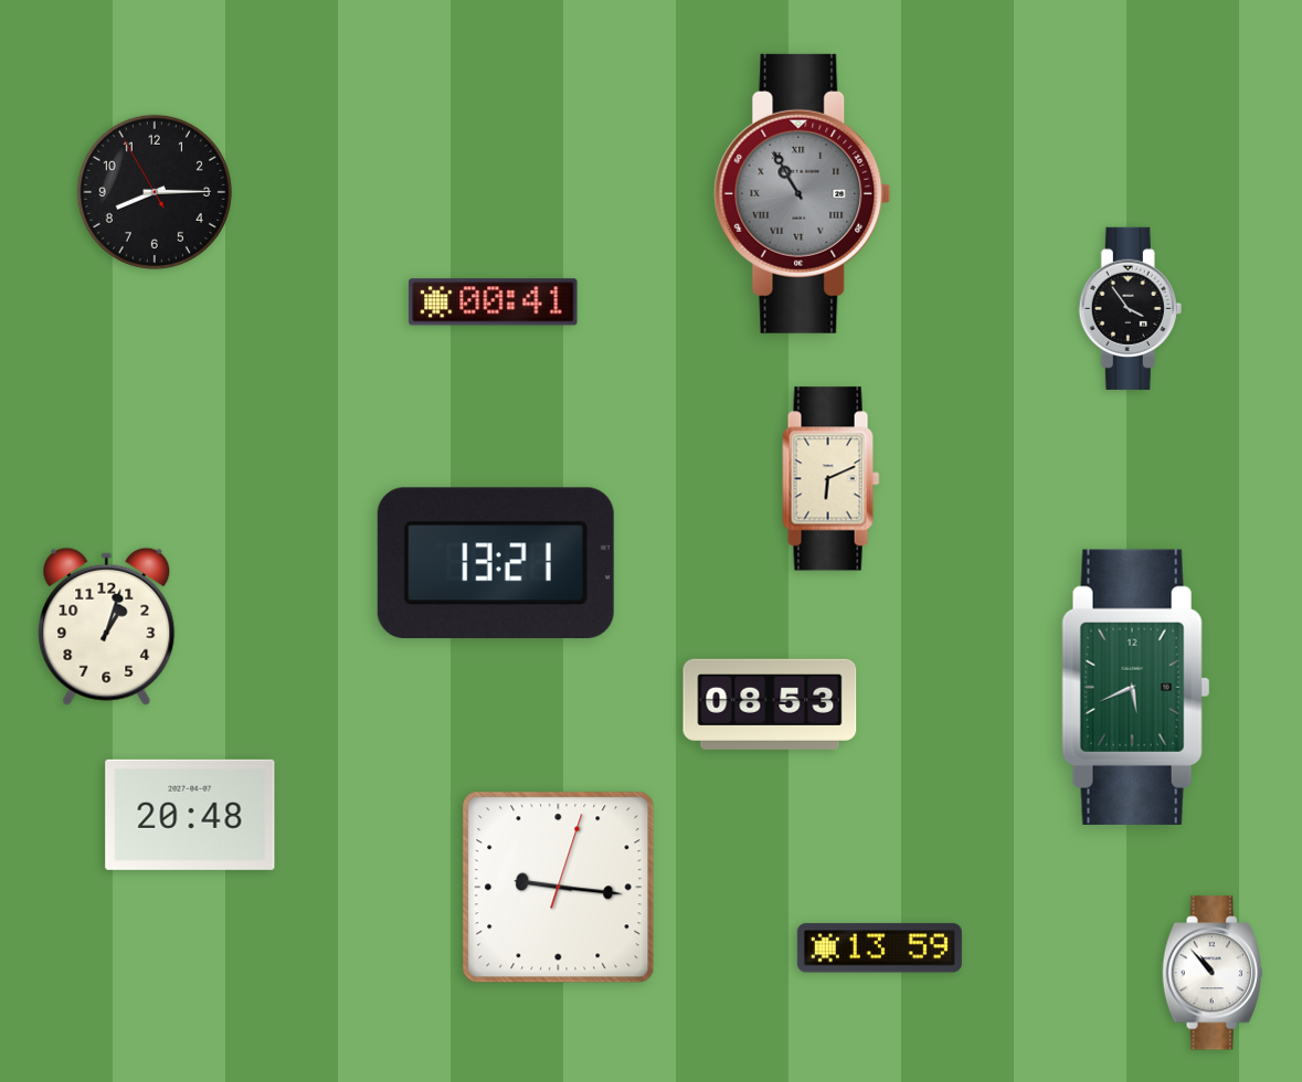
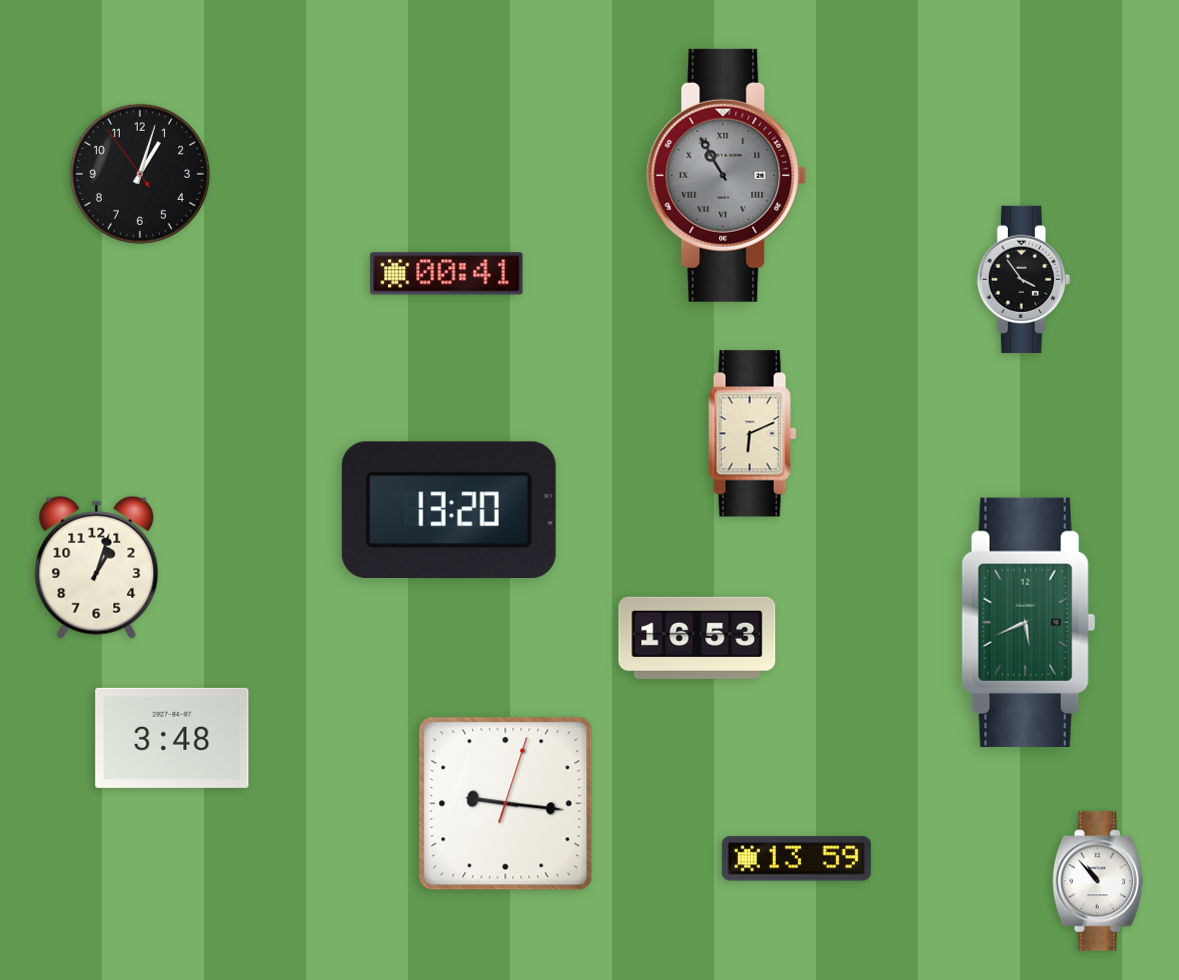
clock at (155, 192): 8:14 -> 1:02
clock at (496, 562): 13:21 -> 13:20
clock at (770, 704): 08:53 -> 16:53
clock at (190, 815): 20:48 -> 3:48
